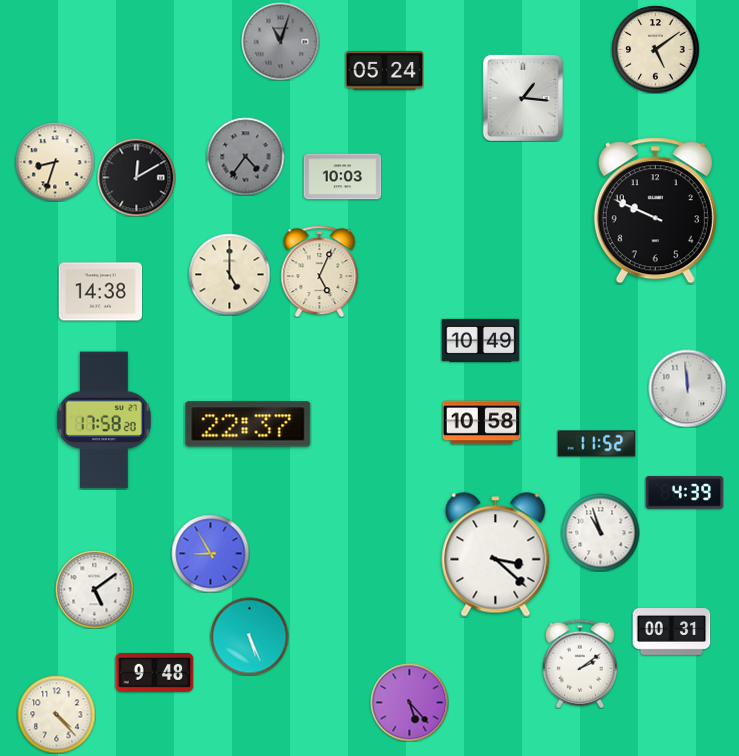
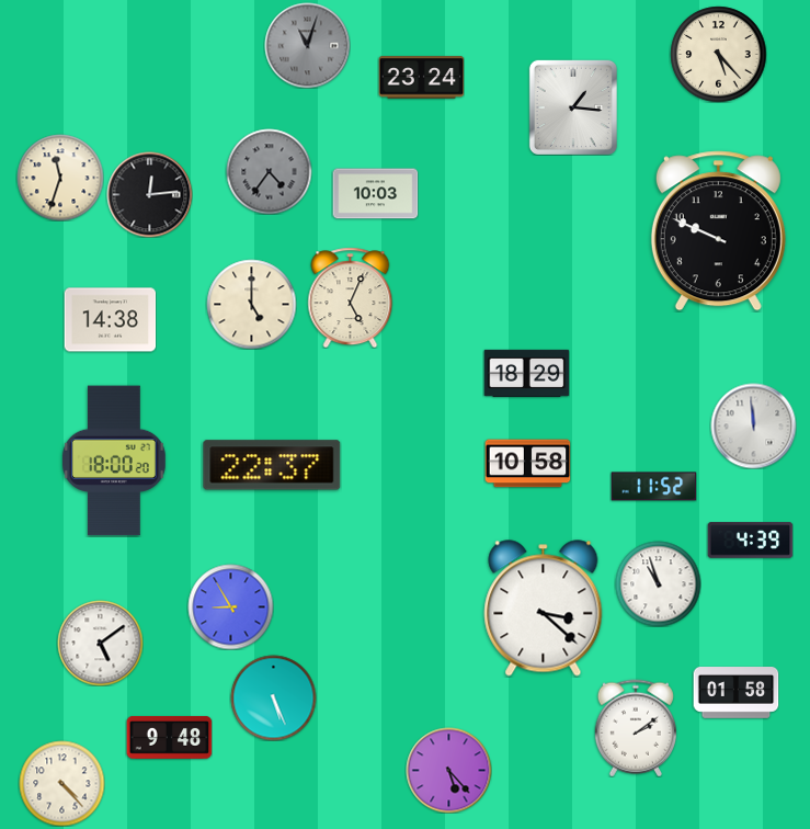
clock at (655, 49): 5:09 -> 5:23
clock at (384, 71): 05:24 -> 23:24
clock at (55, 162): 8:33 -> 11:33
clock at (136, 177): 12:10 -> 12:14
clock at (229, 274) position: (229, 274) -> (251, 304)
clock at (480, 340): 10:49 -> 18:29
clock at (104, 420): 17:58 -> 18:00
clock at (94, 589) position: (94, 589) -> (100, 643)
clock at (671, 632): 00:31 -> 01:58
